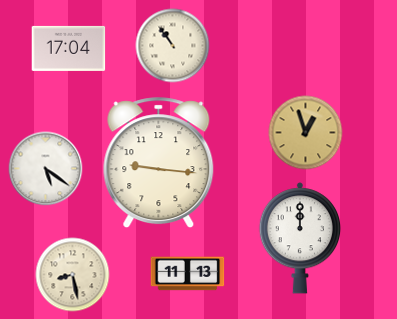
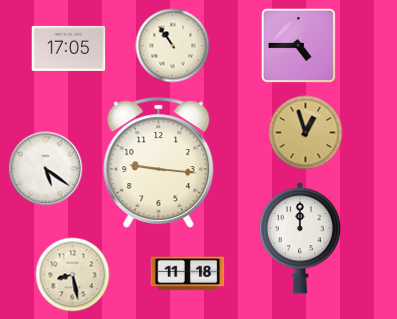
clock at (298, 45): none -> 4:45
clock at (69, 48): 17:04 -> 17:05
clock at (188, 274): 11:13 -> 11:18
